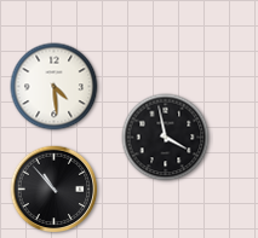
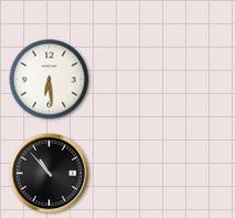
clock at (55, 87): 4:29 -> 6:29
clock at (166, 138): 3:58 -> none
